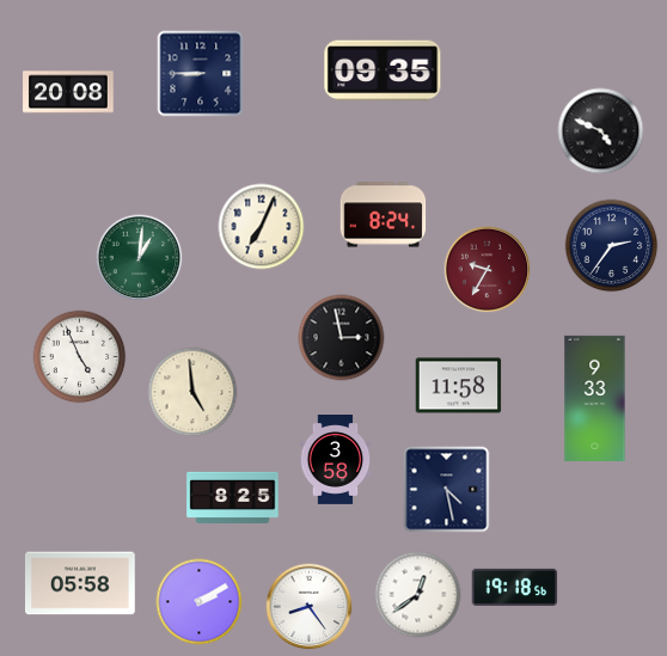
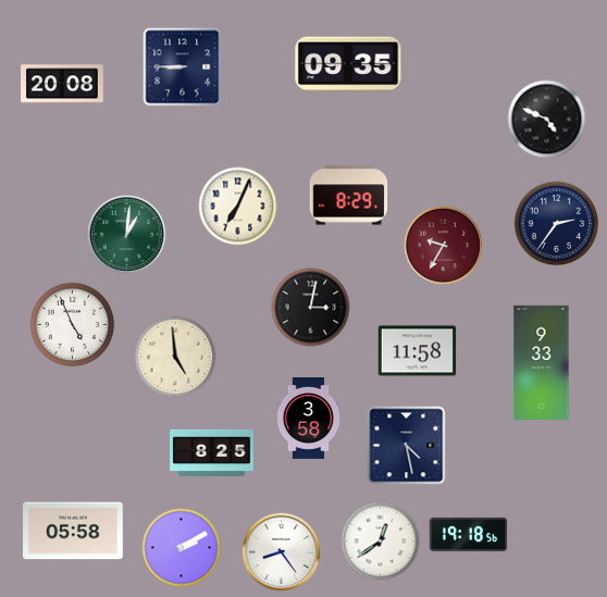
clock at (384, 215): 8:24 -> 8:29
clock at (342, 338): 2:58 -> 3:02
clock at (336, 460) position: (336, 460) -> (309, 419)
